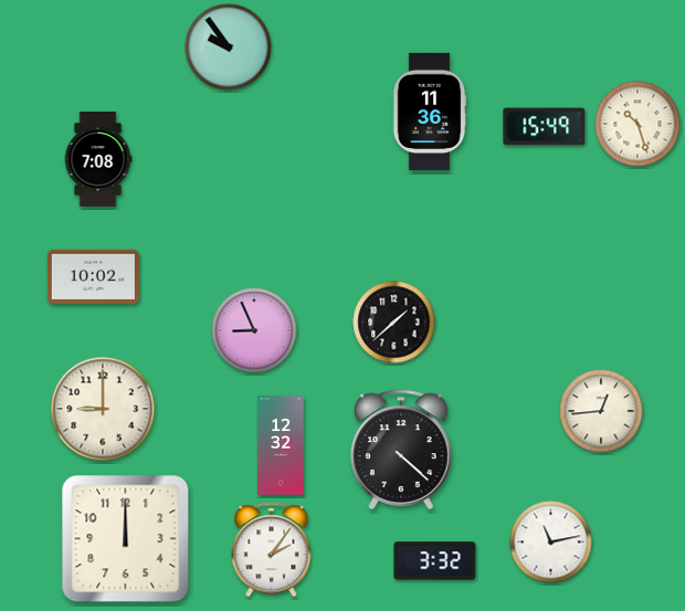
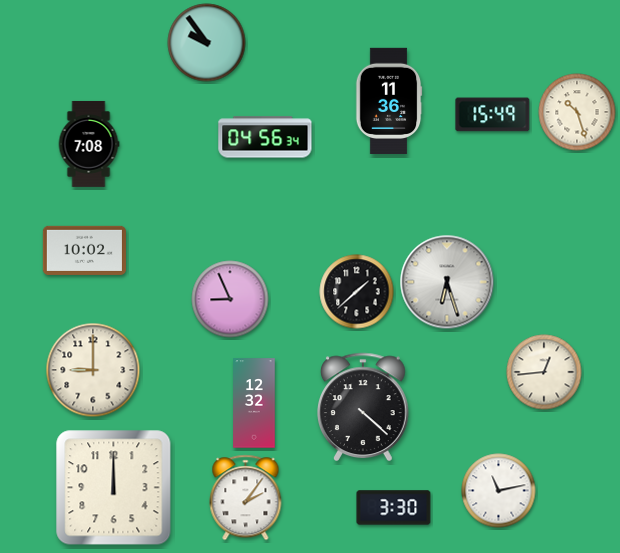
clock at (265, 137): none -> 04:56
clock at (447, 282): none -> 6:27
clock at (435, 561): 3:32 -> 3:30
